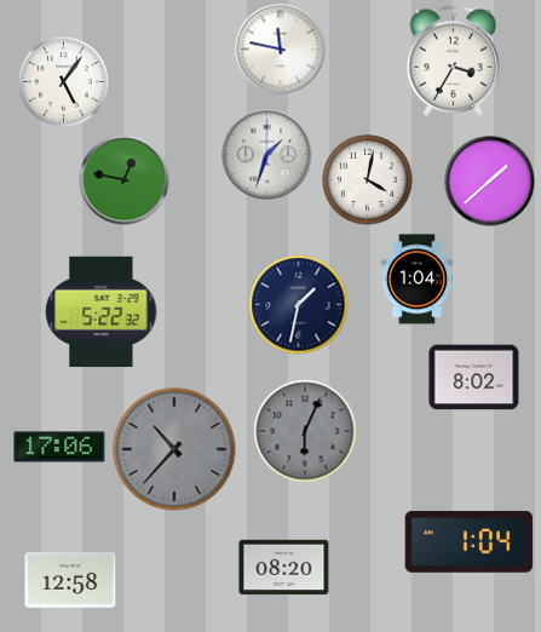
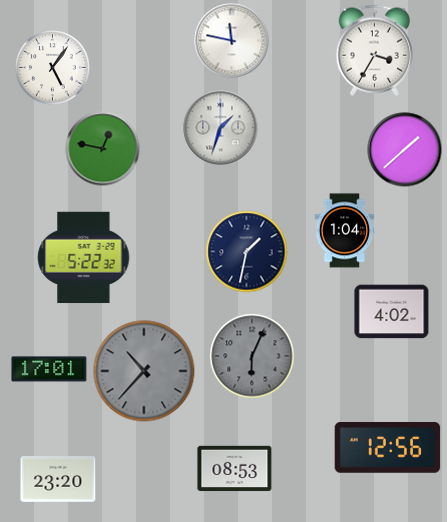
clock at (368, 180): 4:02 -> none
clock at (474, 378): 8:02 -> 4:02
clock at (59, 447): 17:06 -> 17:01
clock at (470, 542): 1:04 -> 12:56
clock at (284, 568): 08:20 -> 08:53
clock at (70, 580): 12:58 -> 23:20
